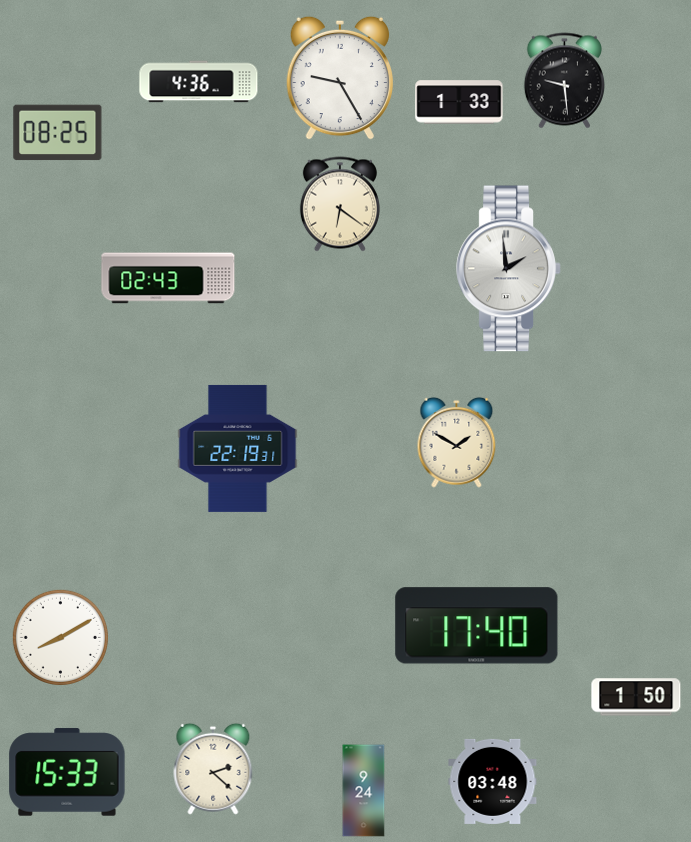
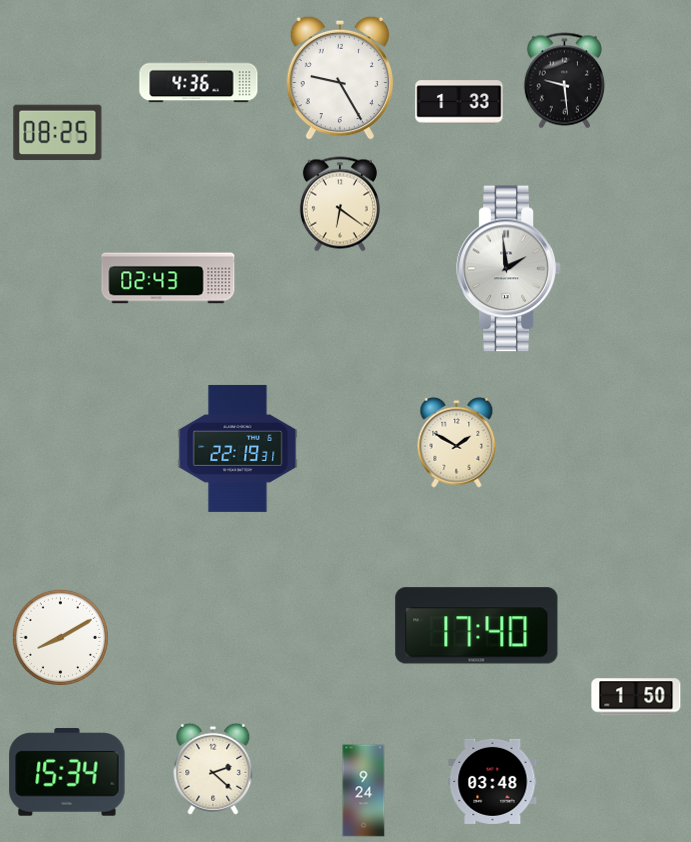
clock at (67, 772): 15:33 -> 15:34
